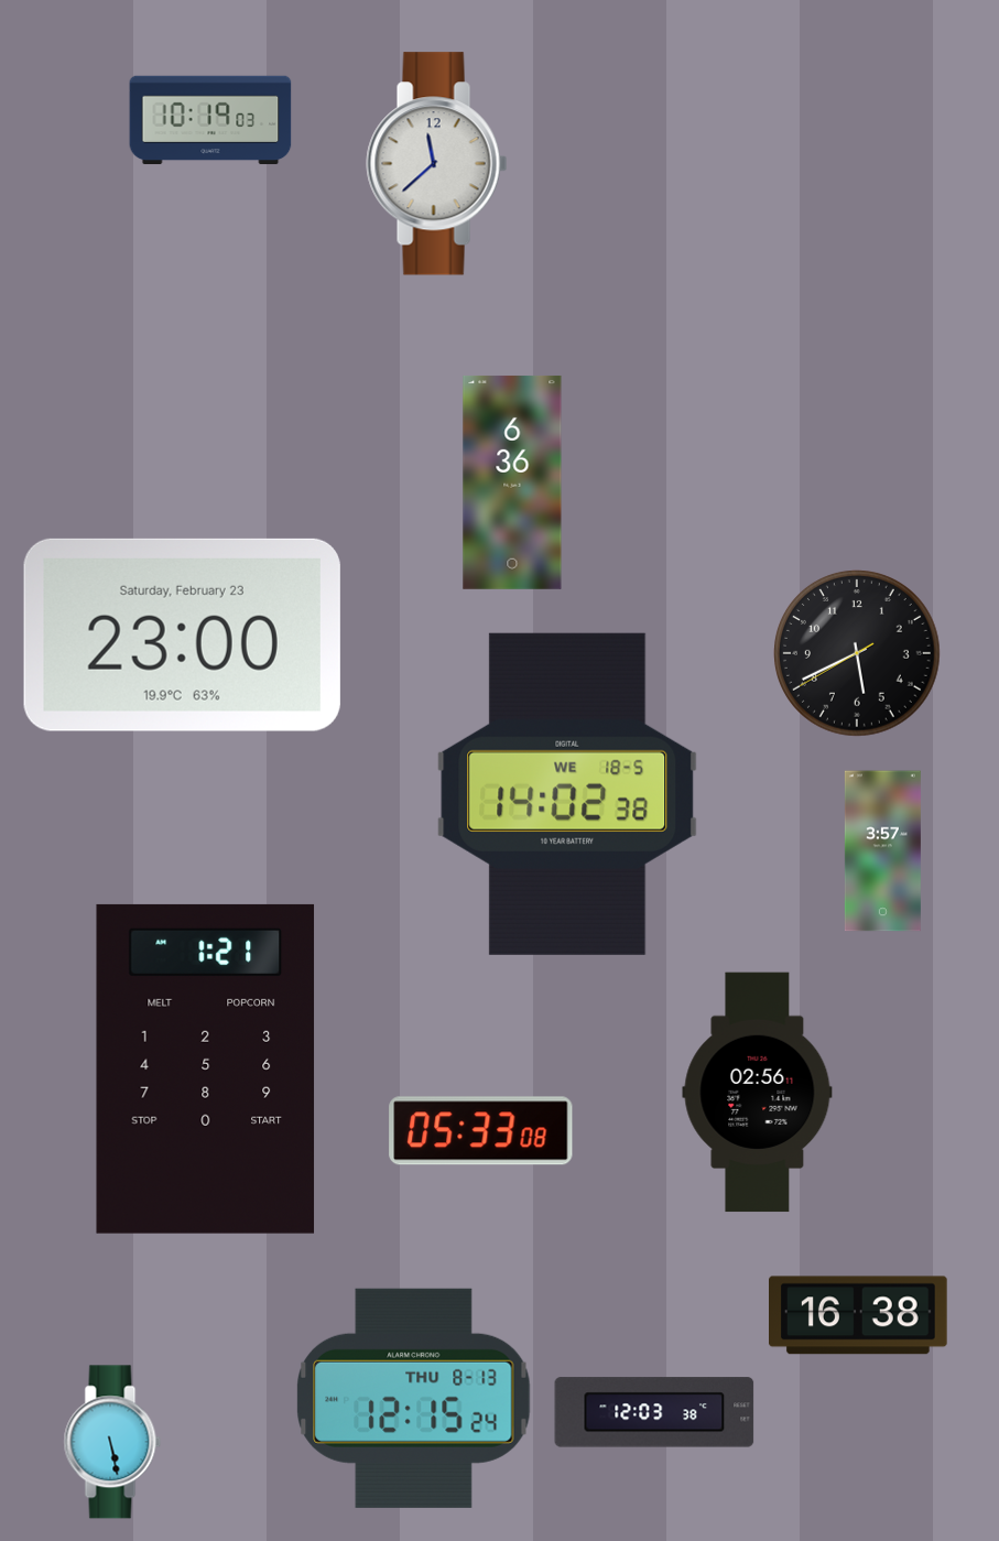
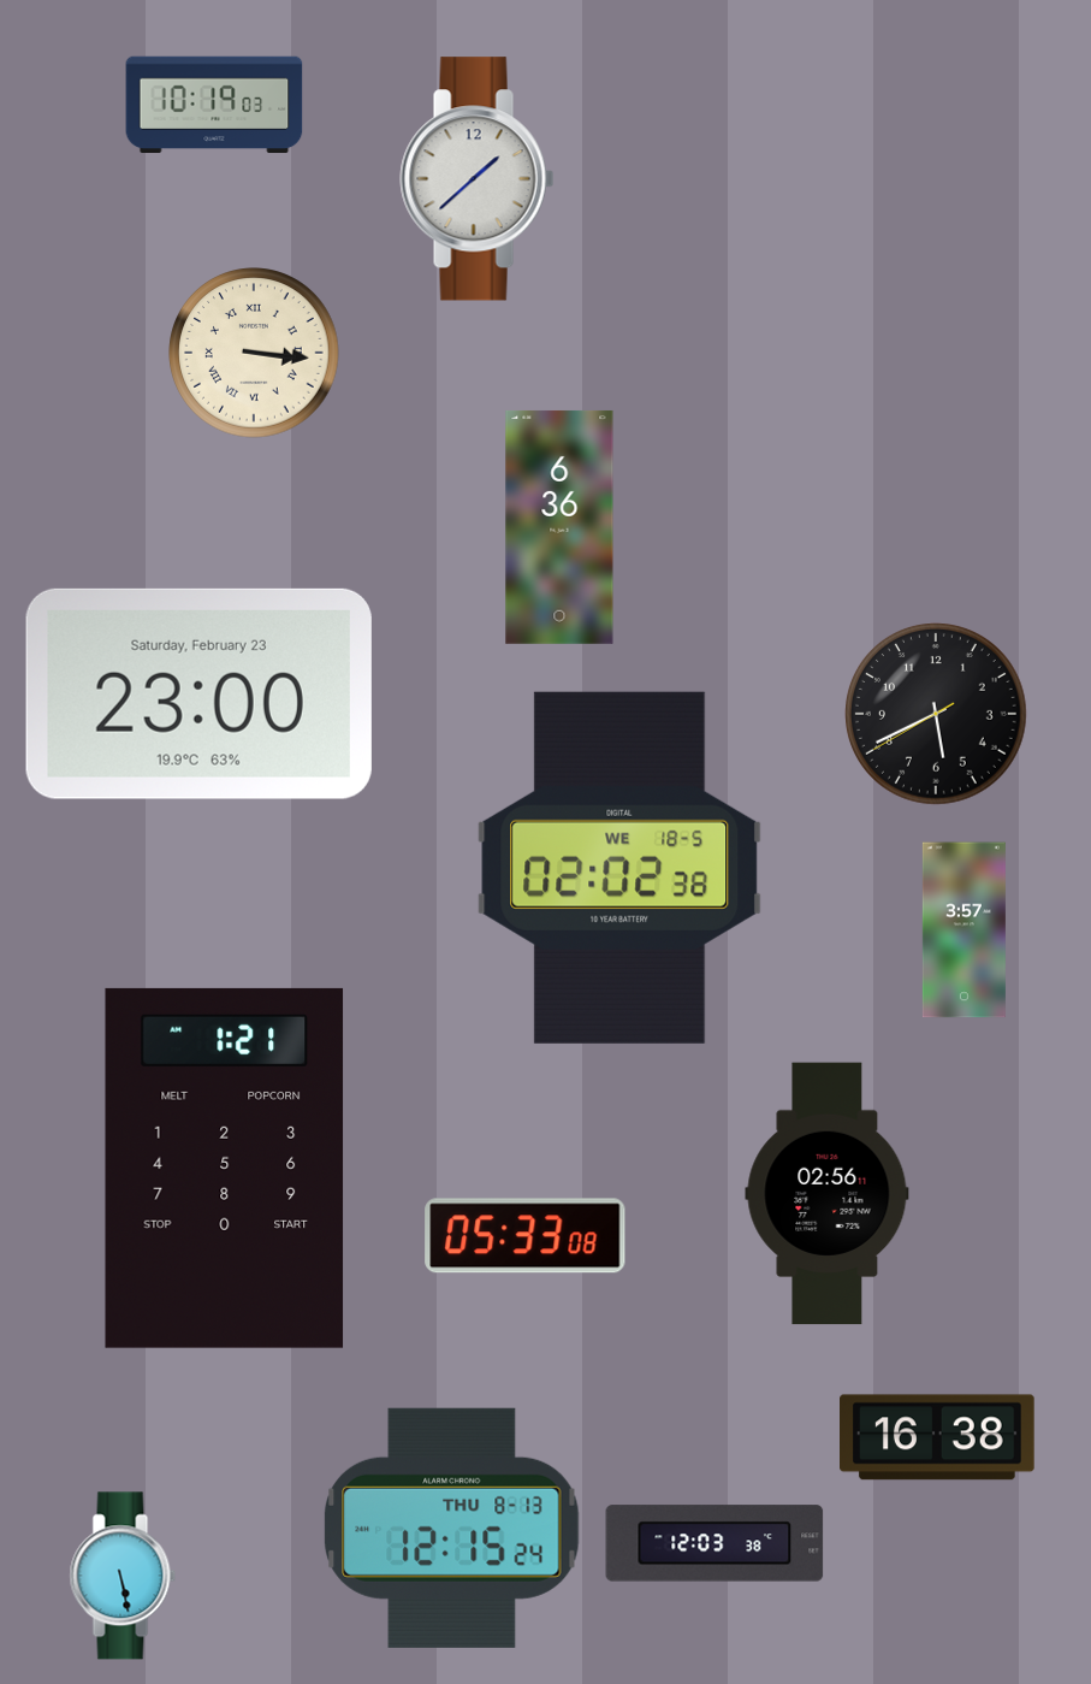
clock at (210, 120) position: (210, 120) -> (214, 105)
clock at (437, 164): 11:38 -> 1:38
clock at (254, 353): none -> 3:16
clock at (567, 794): 14:02 -> 02:02
